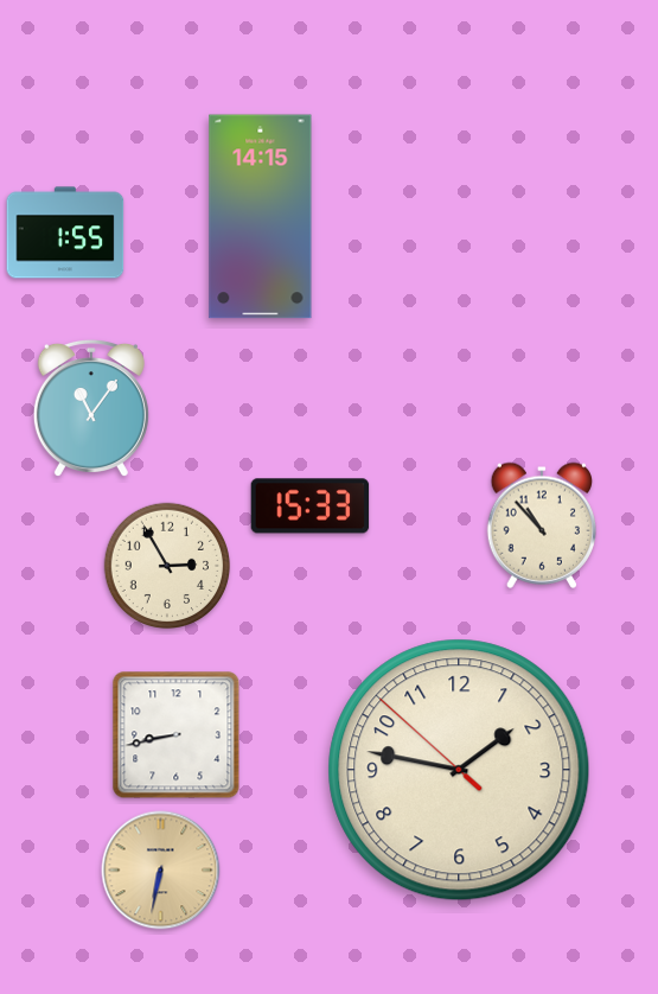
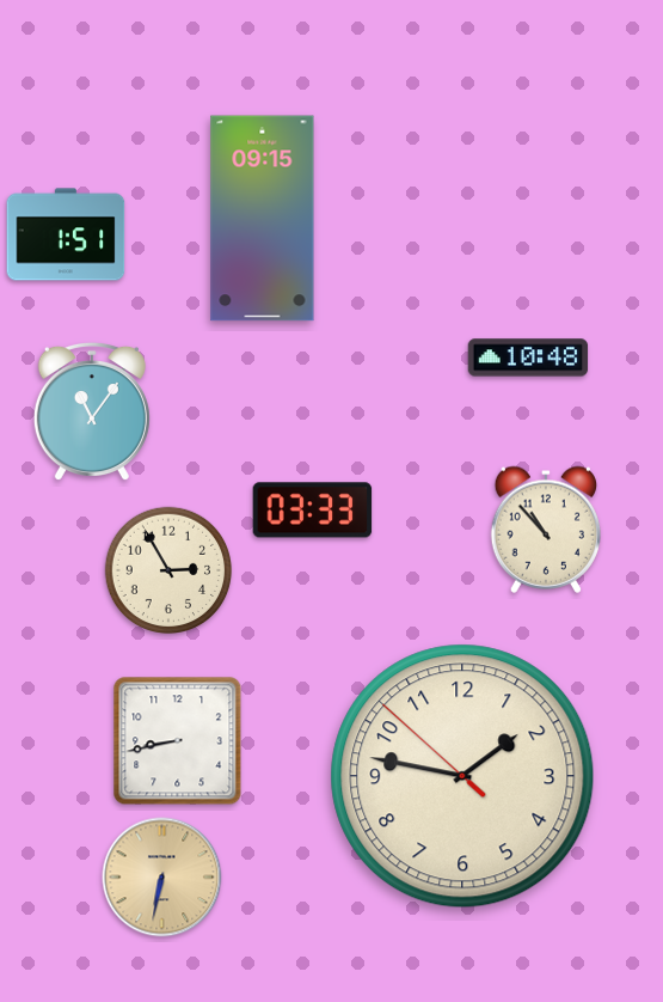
clock at (261, 217): 14:15 -> 09:15
clock at (65, 232): 1:55 -> 1:51
clock at (528, 358): none -> 10:48
clock at (311, 506): 15:33 -> 03:33
